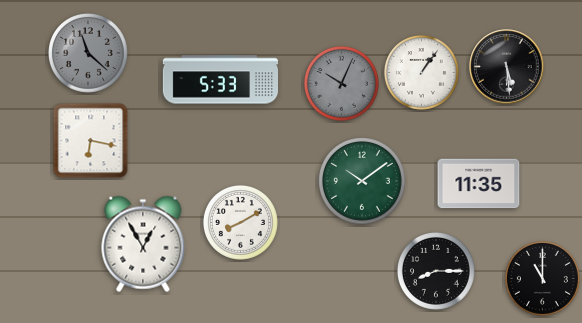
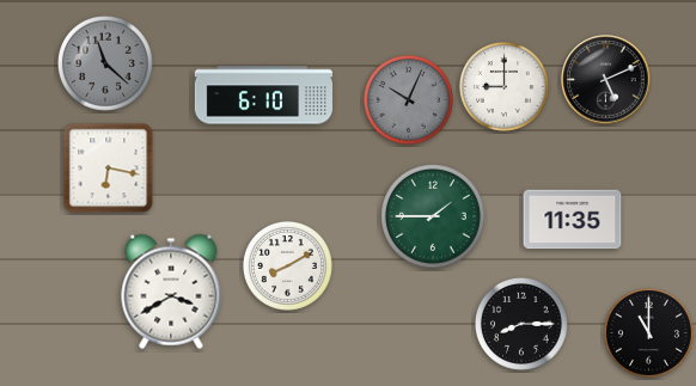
clock at (507, 67): 5:29 -> 5:11
clock at (421, 72): 1:06 -> 9:00
clock at (220, 80): 5:33 -> 6:10
clock at (362, 181): 10:09 -> 1:45
clock at (143, 244): 12:55 -> 3:40
